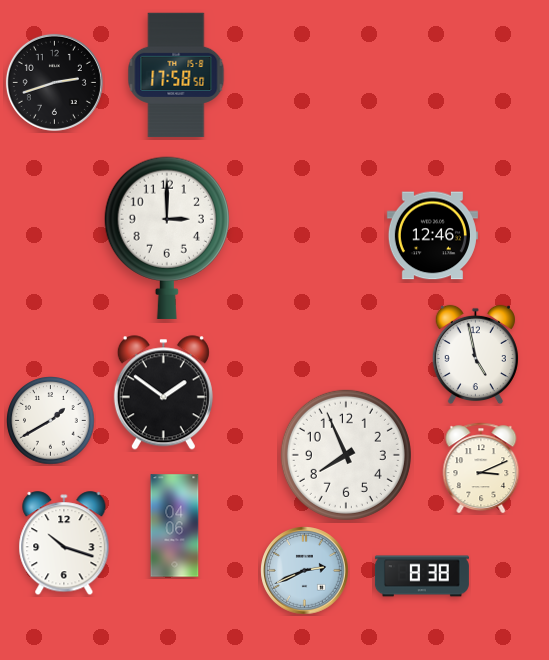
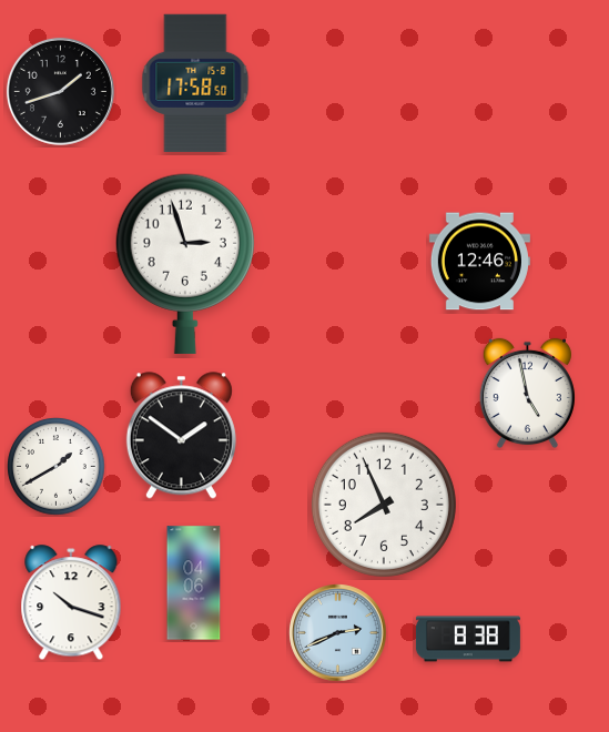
clock at (54, 82): 2:42 -> 1:42
clock at (167, 238): 3:00 -> 2:57
clock at (481, 468): 3:11 -> none
